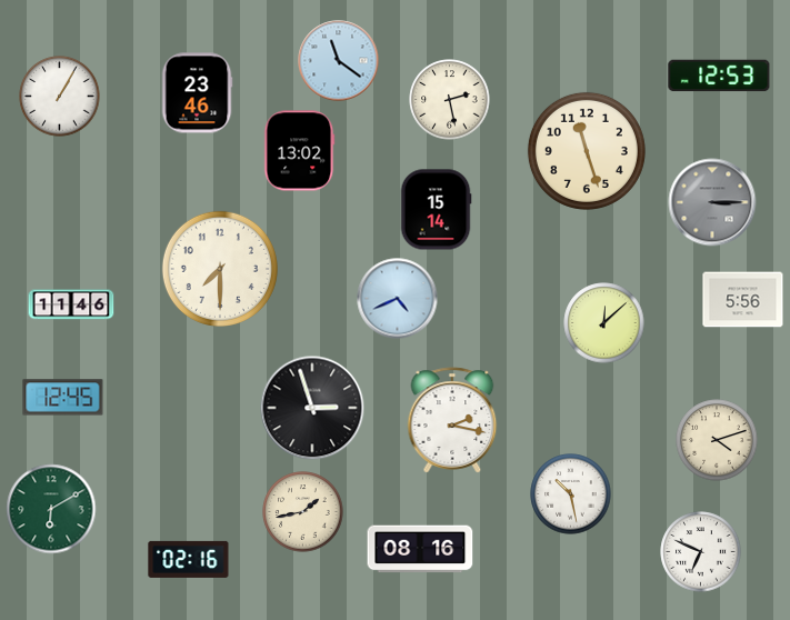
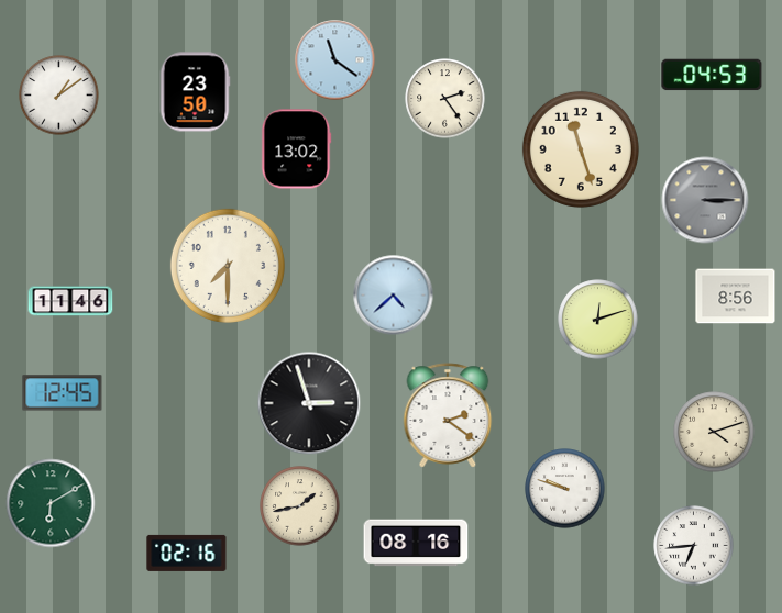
clock at (719, 76): 12:53 -> 04:53
clock at (197, 93): 23:46 -> 23:50
clock at (60, 97): 1:05 -> 1:09
clock at (450, 100): 2:28 -> 2:24
clock at (436, 210): 15:14 -> none
clock at (220, 269) position: (220, 269) -> (228, 266)
clock at (398, 299): 4:41 -> 4:38
clock at (743, 300): 5:56 -> 8:56
clock at (604, 323): 12:08 -> 12:12
clock at (452, 420): 2:17 -> 2:21
clock at (717, 440) position: (717, 440) -> (714, 432)
clock at (571, 494): 10:28 -> 9:48
clock at (701, 552): 6:49 -> 6:44
